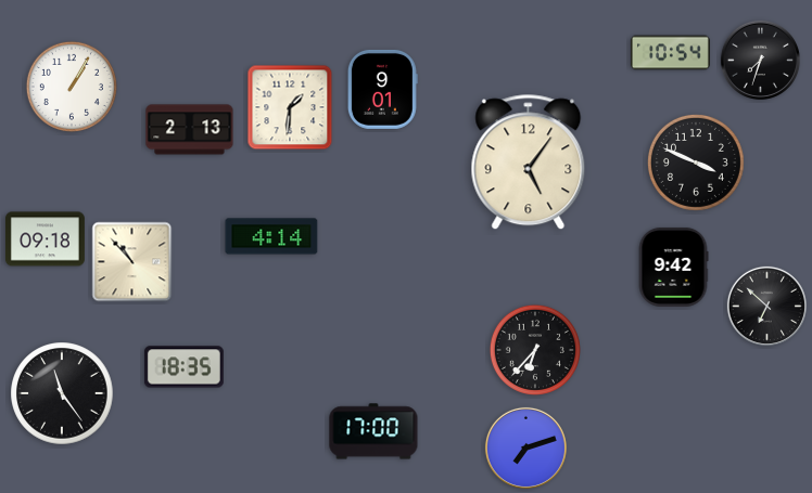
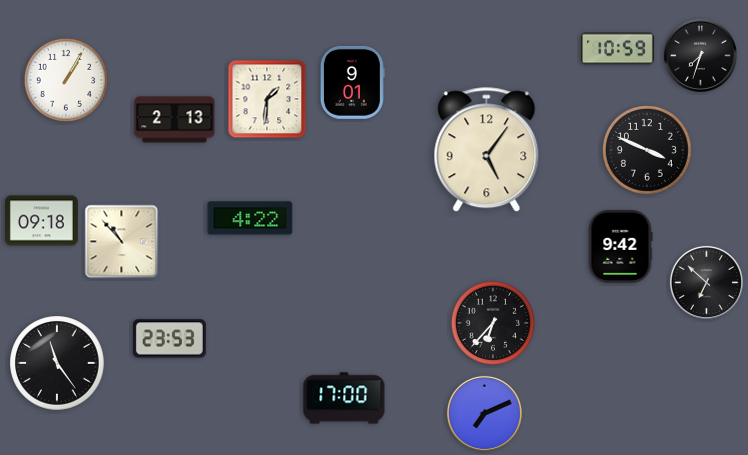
clock at (670, 53): 10:54 -> 10:59
clock at (696, 163) position: (696, 163) -> (647, 150)
clock at (271, 236): 4:14 -> 4:22
clock at (183, 367): 18:35 -> 23:53
clock at (525, 447): 7:12 -> 7:11
